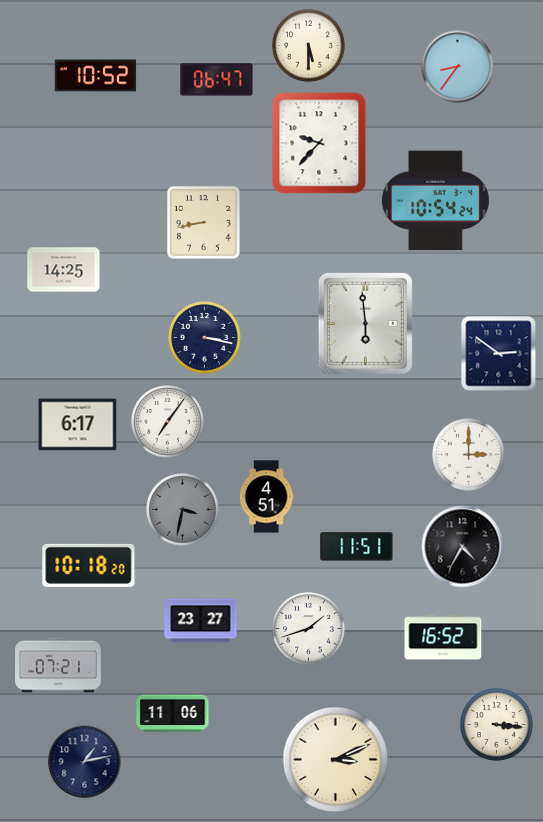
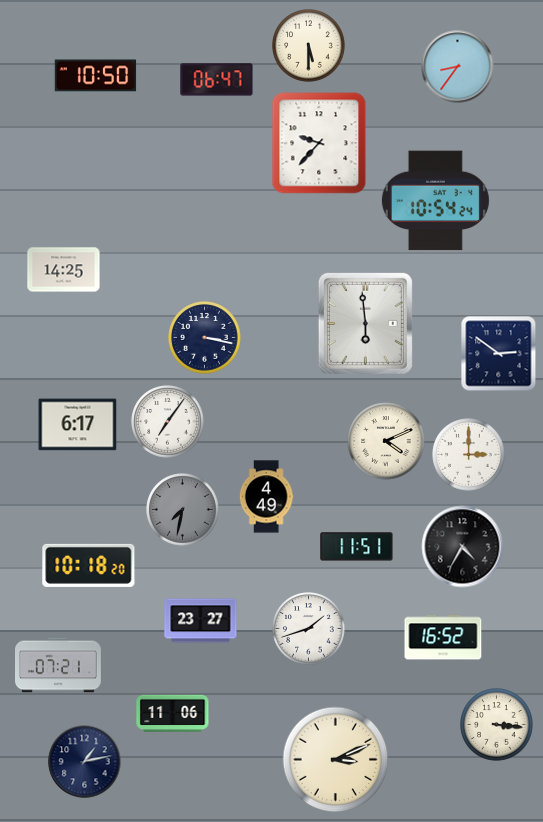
clock at (96, 76): 10:52 -> 10:50
clock at (203, 222): 8:43 -> none
clock at (386, 441): none -> 4:11
clock at (266, 497): 4:51 -> 4:49
clock at (183, 510): 3:32 -> 7:32
